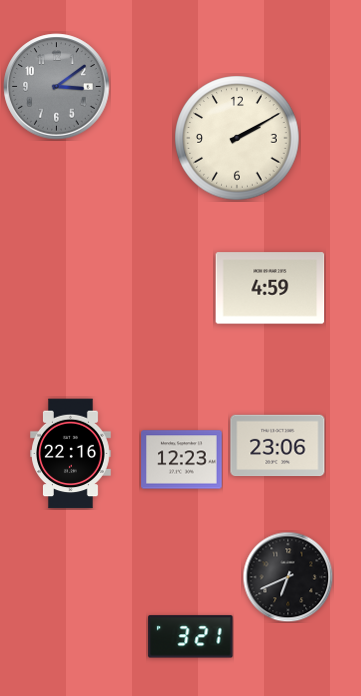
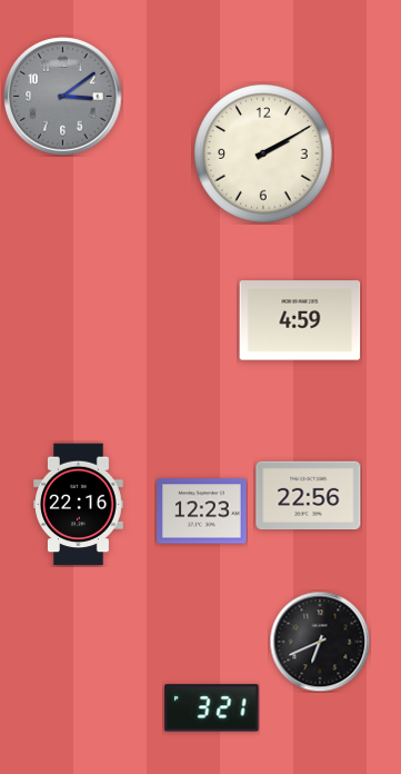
clock at (278, 446): 23:06 -> 22:56
